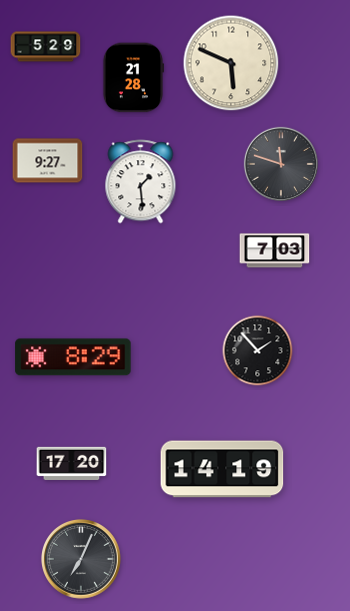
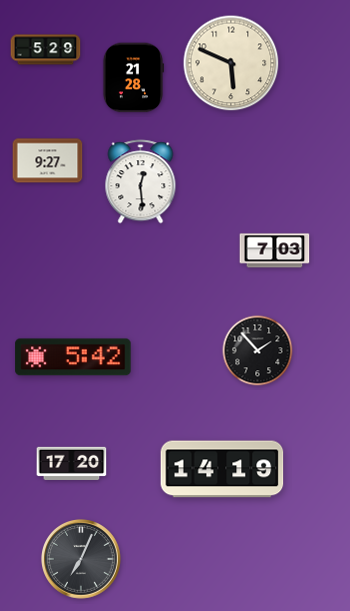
clock at (46, 47) position: (46, 47) -> (46, 50)
clock at (281, 164): 11:48 -> none
clock at (141, 182): 1:29 -> 12:29
clock at (73, 357): 8:29 -> 5:42
